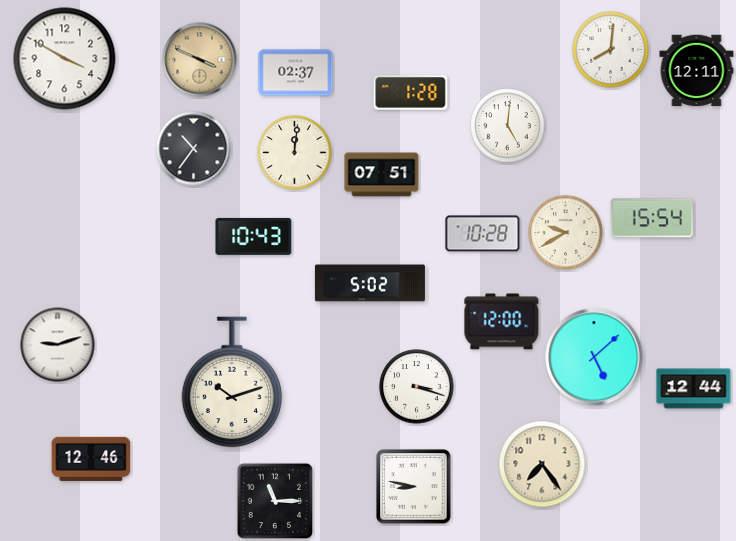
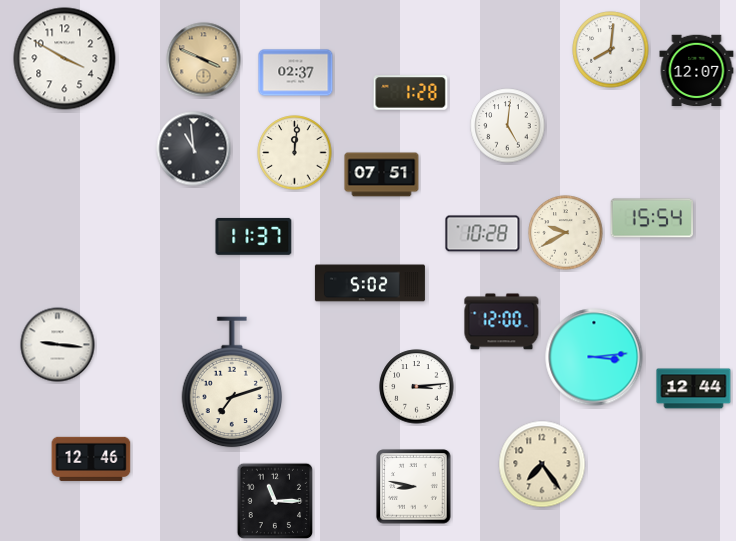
clock at (200, 60) position: (200, 60) -> (204, 60)
clock at (697, 71): 12:11 -> 12:07
clock at (194, 149): 10:36 -> 10:59
clock at (254, 236): 10:43 -> 11:37
clock at (58, 345): 9:12 -> 9:16
clock at (594, 357): 5:08 -> 3:14
clock at (232, 382): 10:12 -> 7:12
clock at (417, 387): 3:18 -> 3:14
